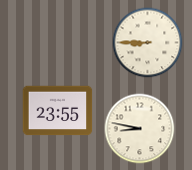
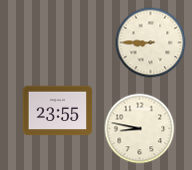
clock at (148, 43) position: (148, 43) -> (151, 43)
